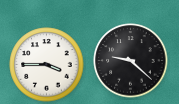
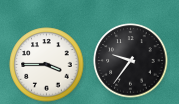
clock at (131, 61): 9:22 -> 9:36
